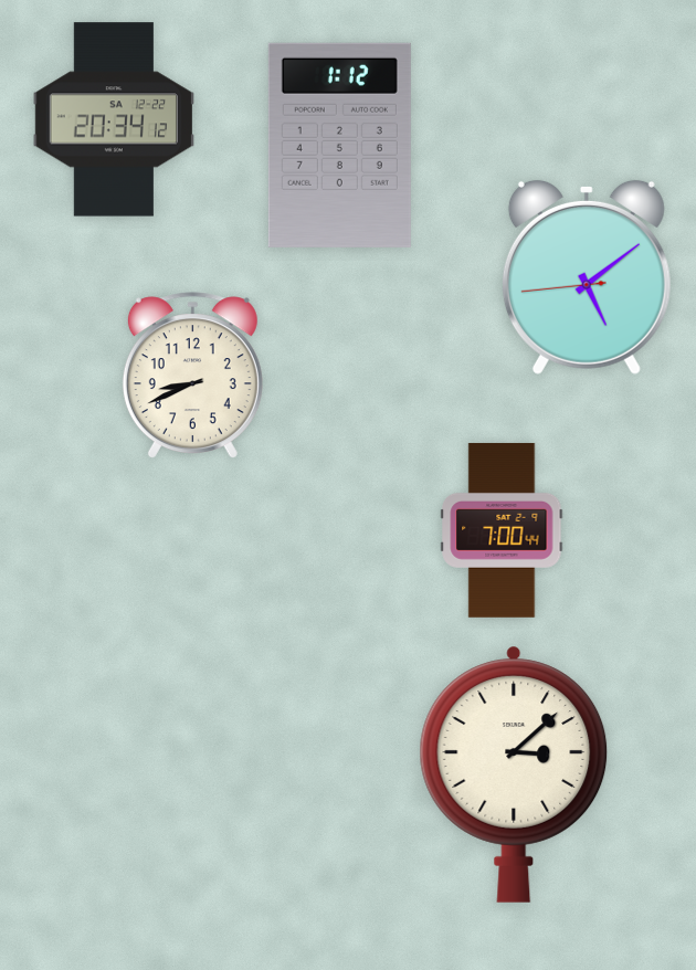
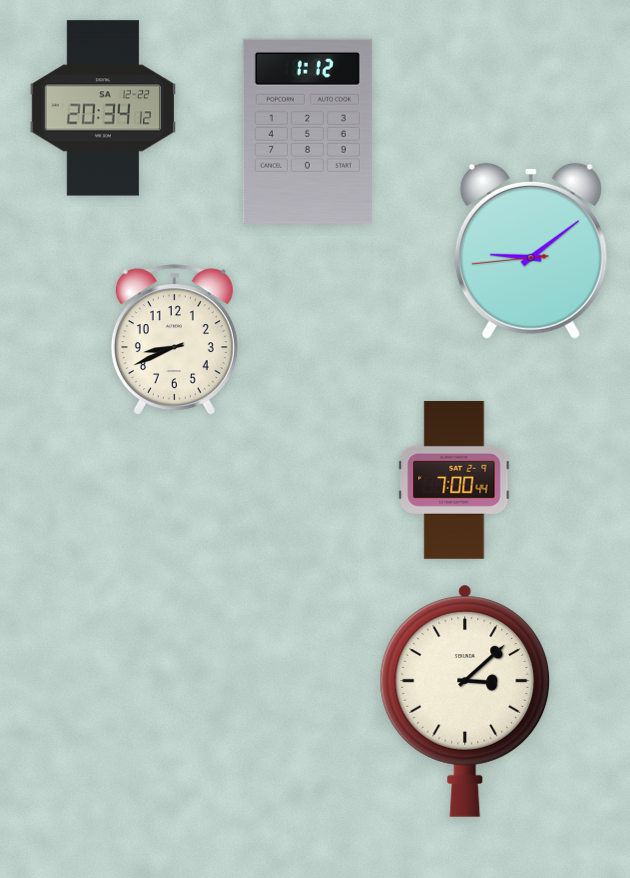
clock at (587, 277): 5:08 -> 9:08
